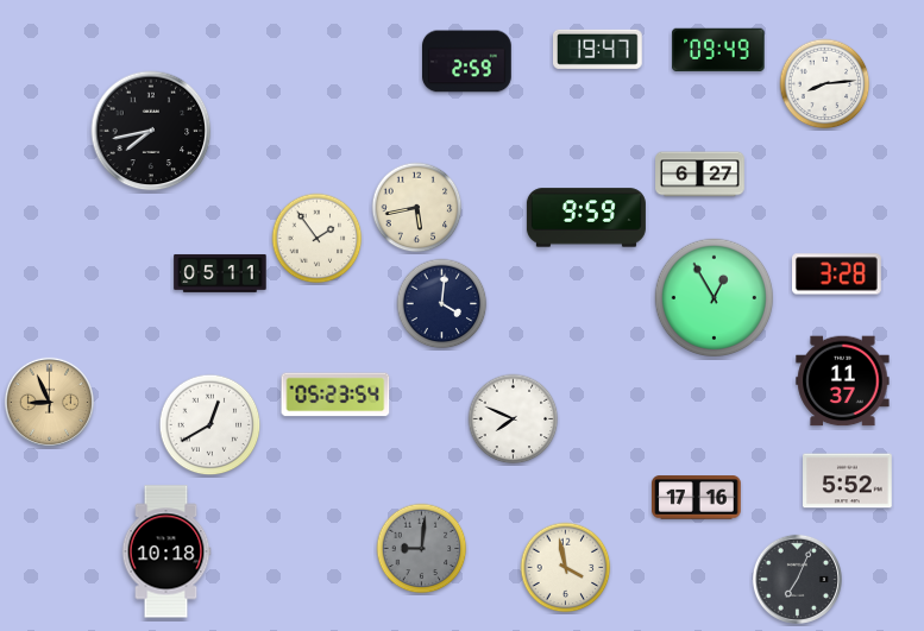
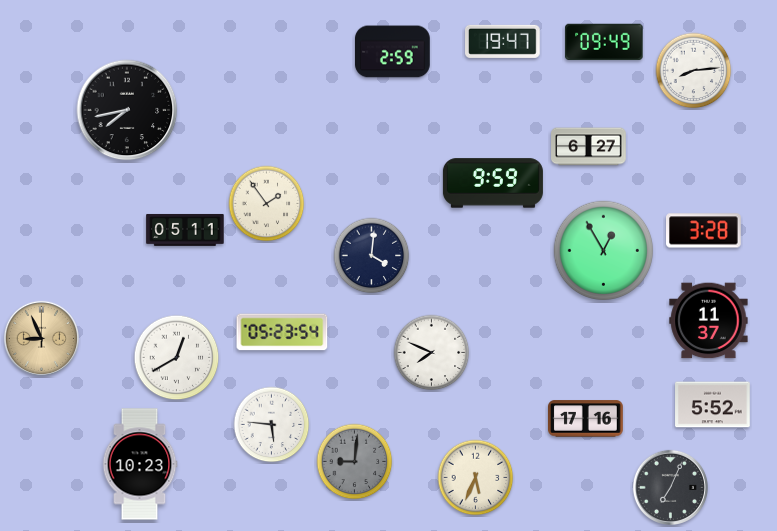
clock at (417, 208): 5:43 -> none
clock at (318, 239) position: (318, 239) -> (267, 204)
clock at (715, 298) position: (715, 298) -> (604, 251)
clock at (272, 425): none -> 5:46
clock at (166, 551): 10:18 -> 10:23
clock at (566, 568): 3:58 -> 5:34
